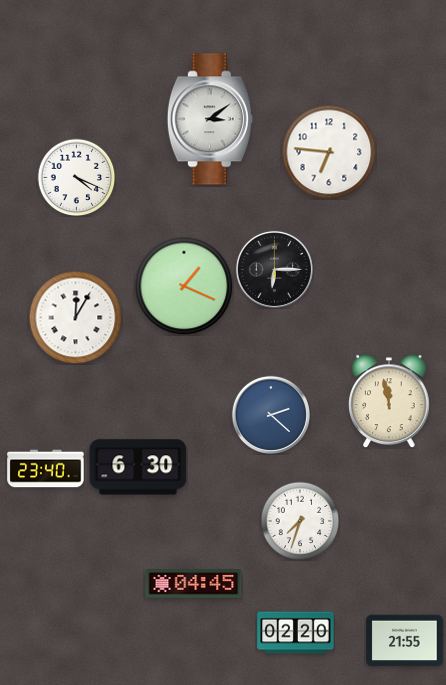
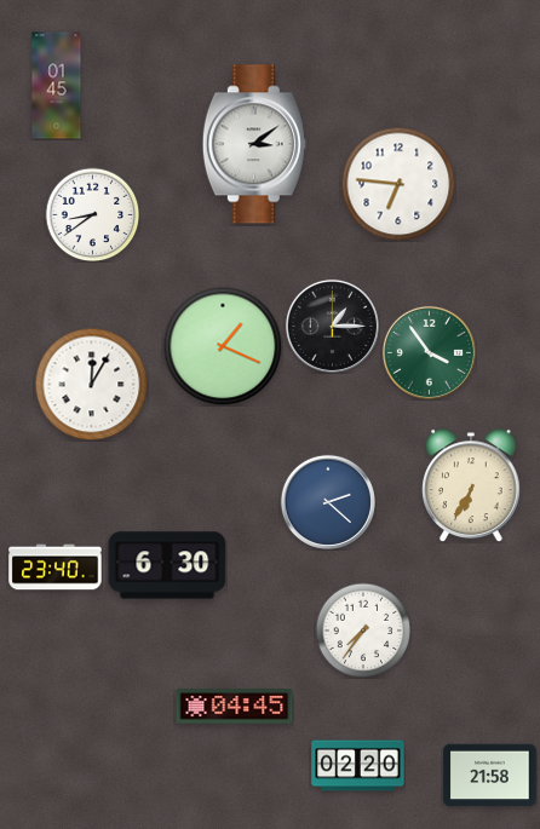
clock at (57, 86): none -> 01:45
clock at (76, 177): 4:19 -> 8:39
clock at (274, 269): 6:15 -> 1:15
clock at (429, 352): none -> 3:54
clock at (389, 401): 11:58 -> 6:35
clock at (300, 521): 7:33 -> 7:36
clock at (405, 641): 21:55 -> 21:58
